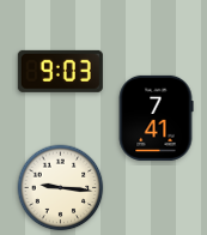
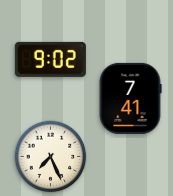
clock at (60, 71): 9:03 -> 9:02
clock at (61, 188): 9:16 -> 7:26
